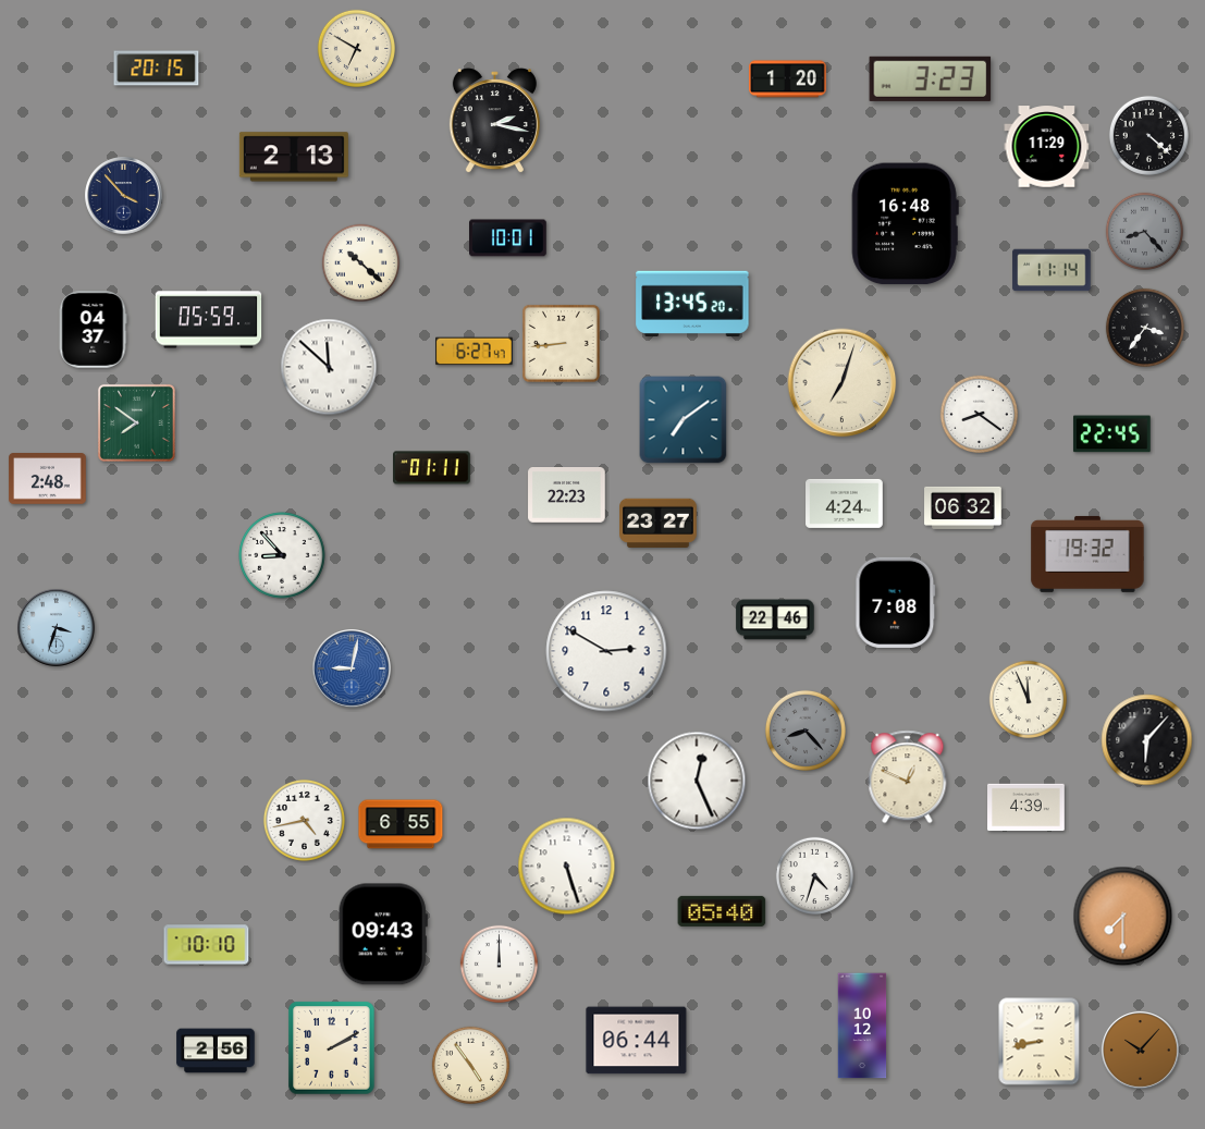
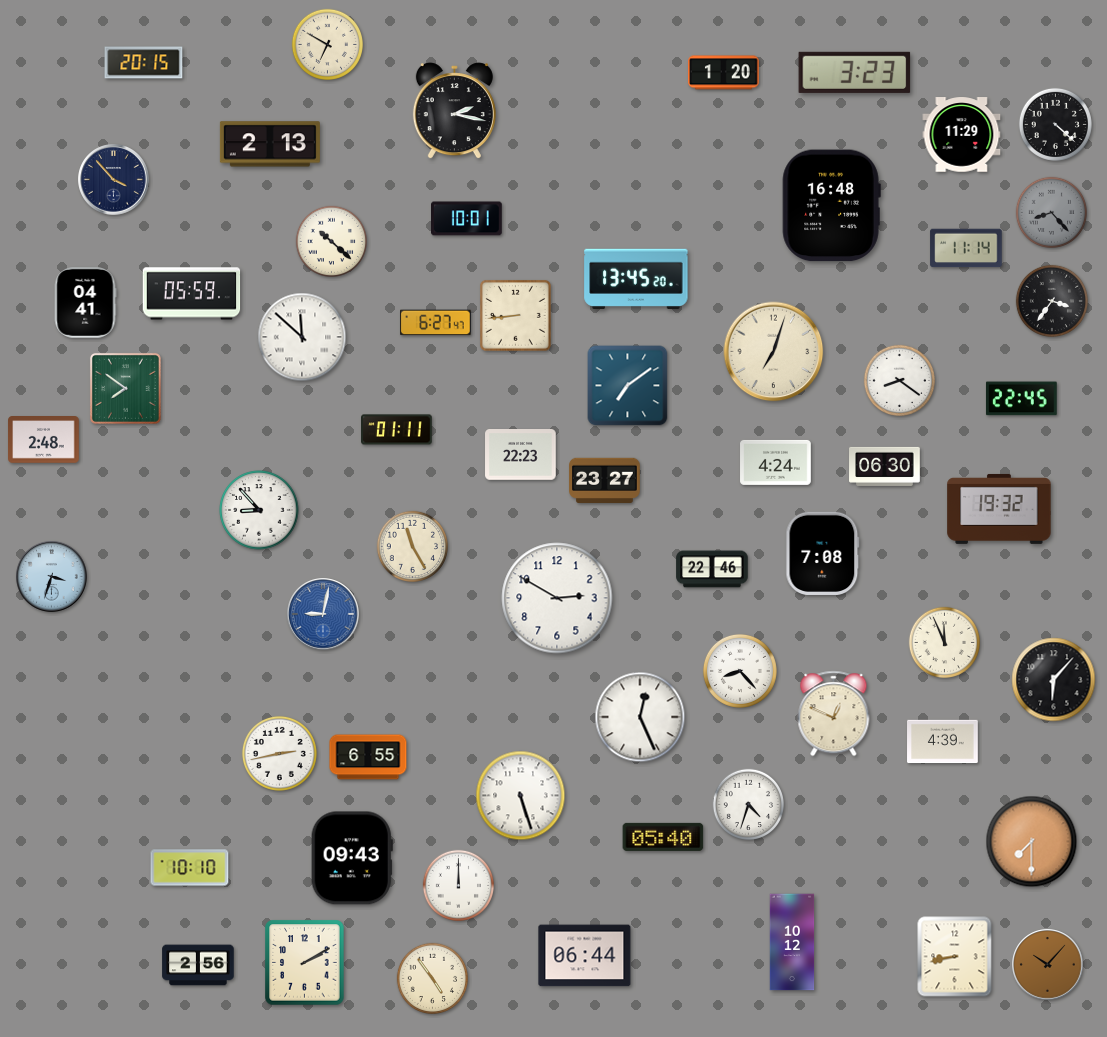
clock at (93, 330): 04:37 -> 04:41
clock at (963, 507): 06:32 -> 06:30
clock at (412, 546): none -> 11:25
clock at (806, 731) dial: grey -> white
clock at (304, 820): 4:43 -> 2:43
